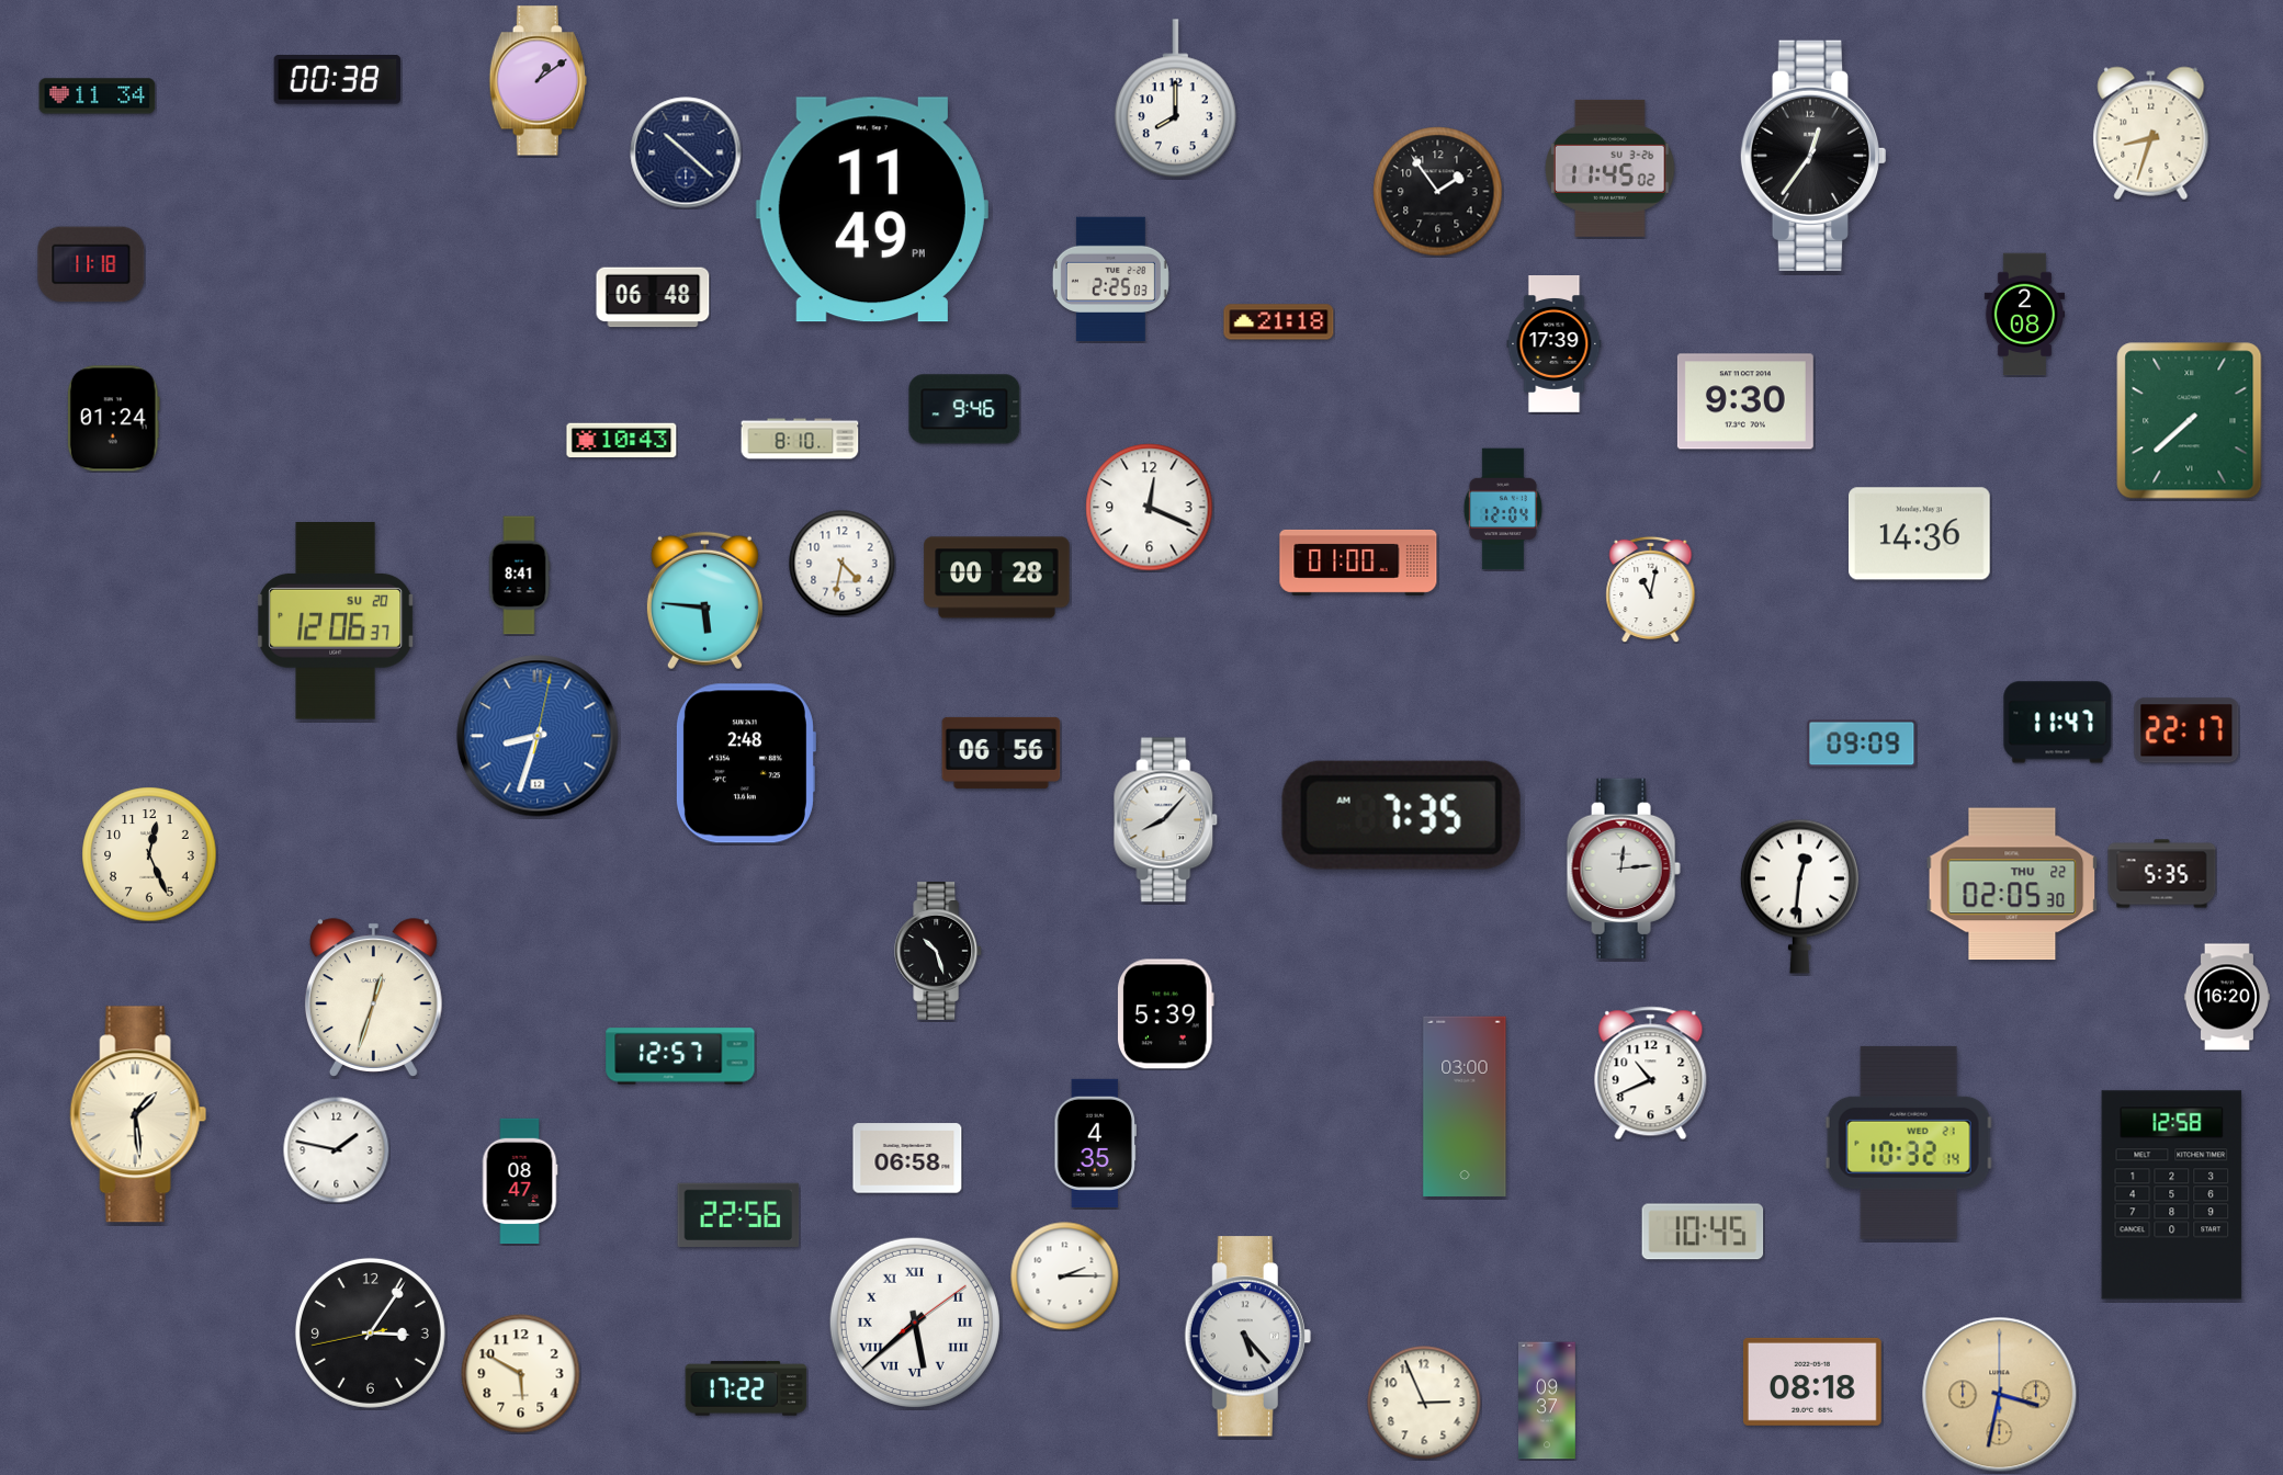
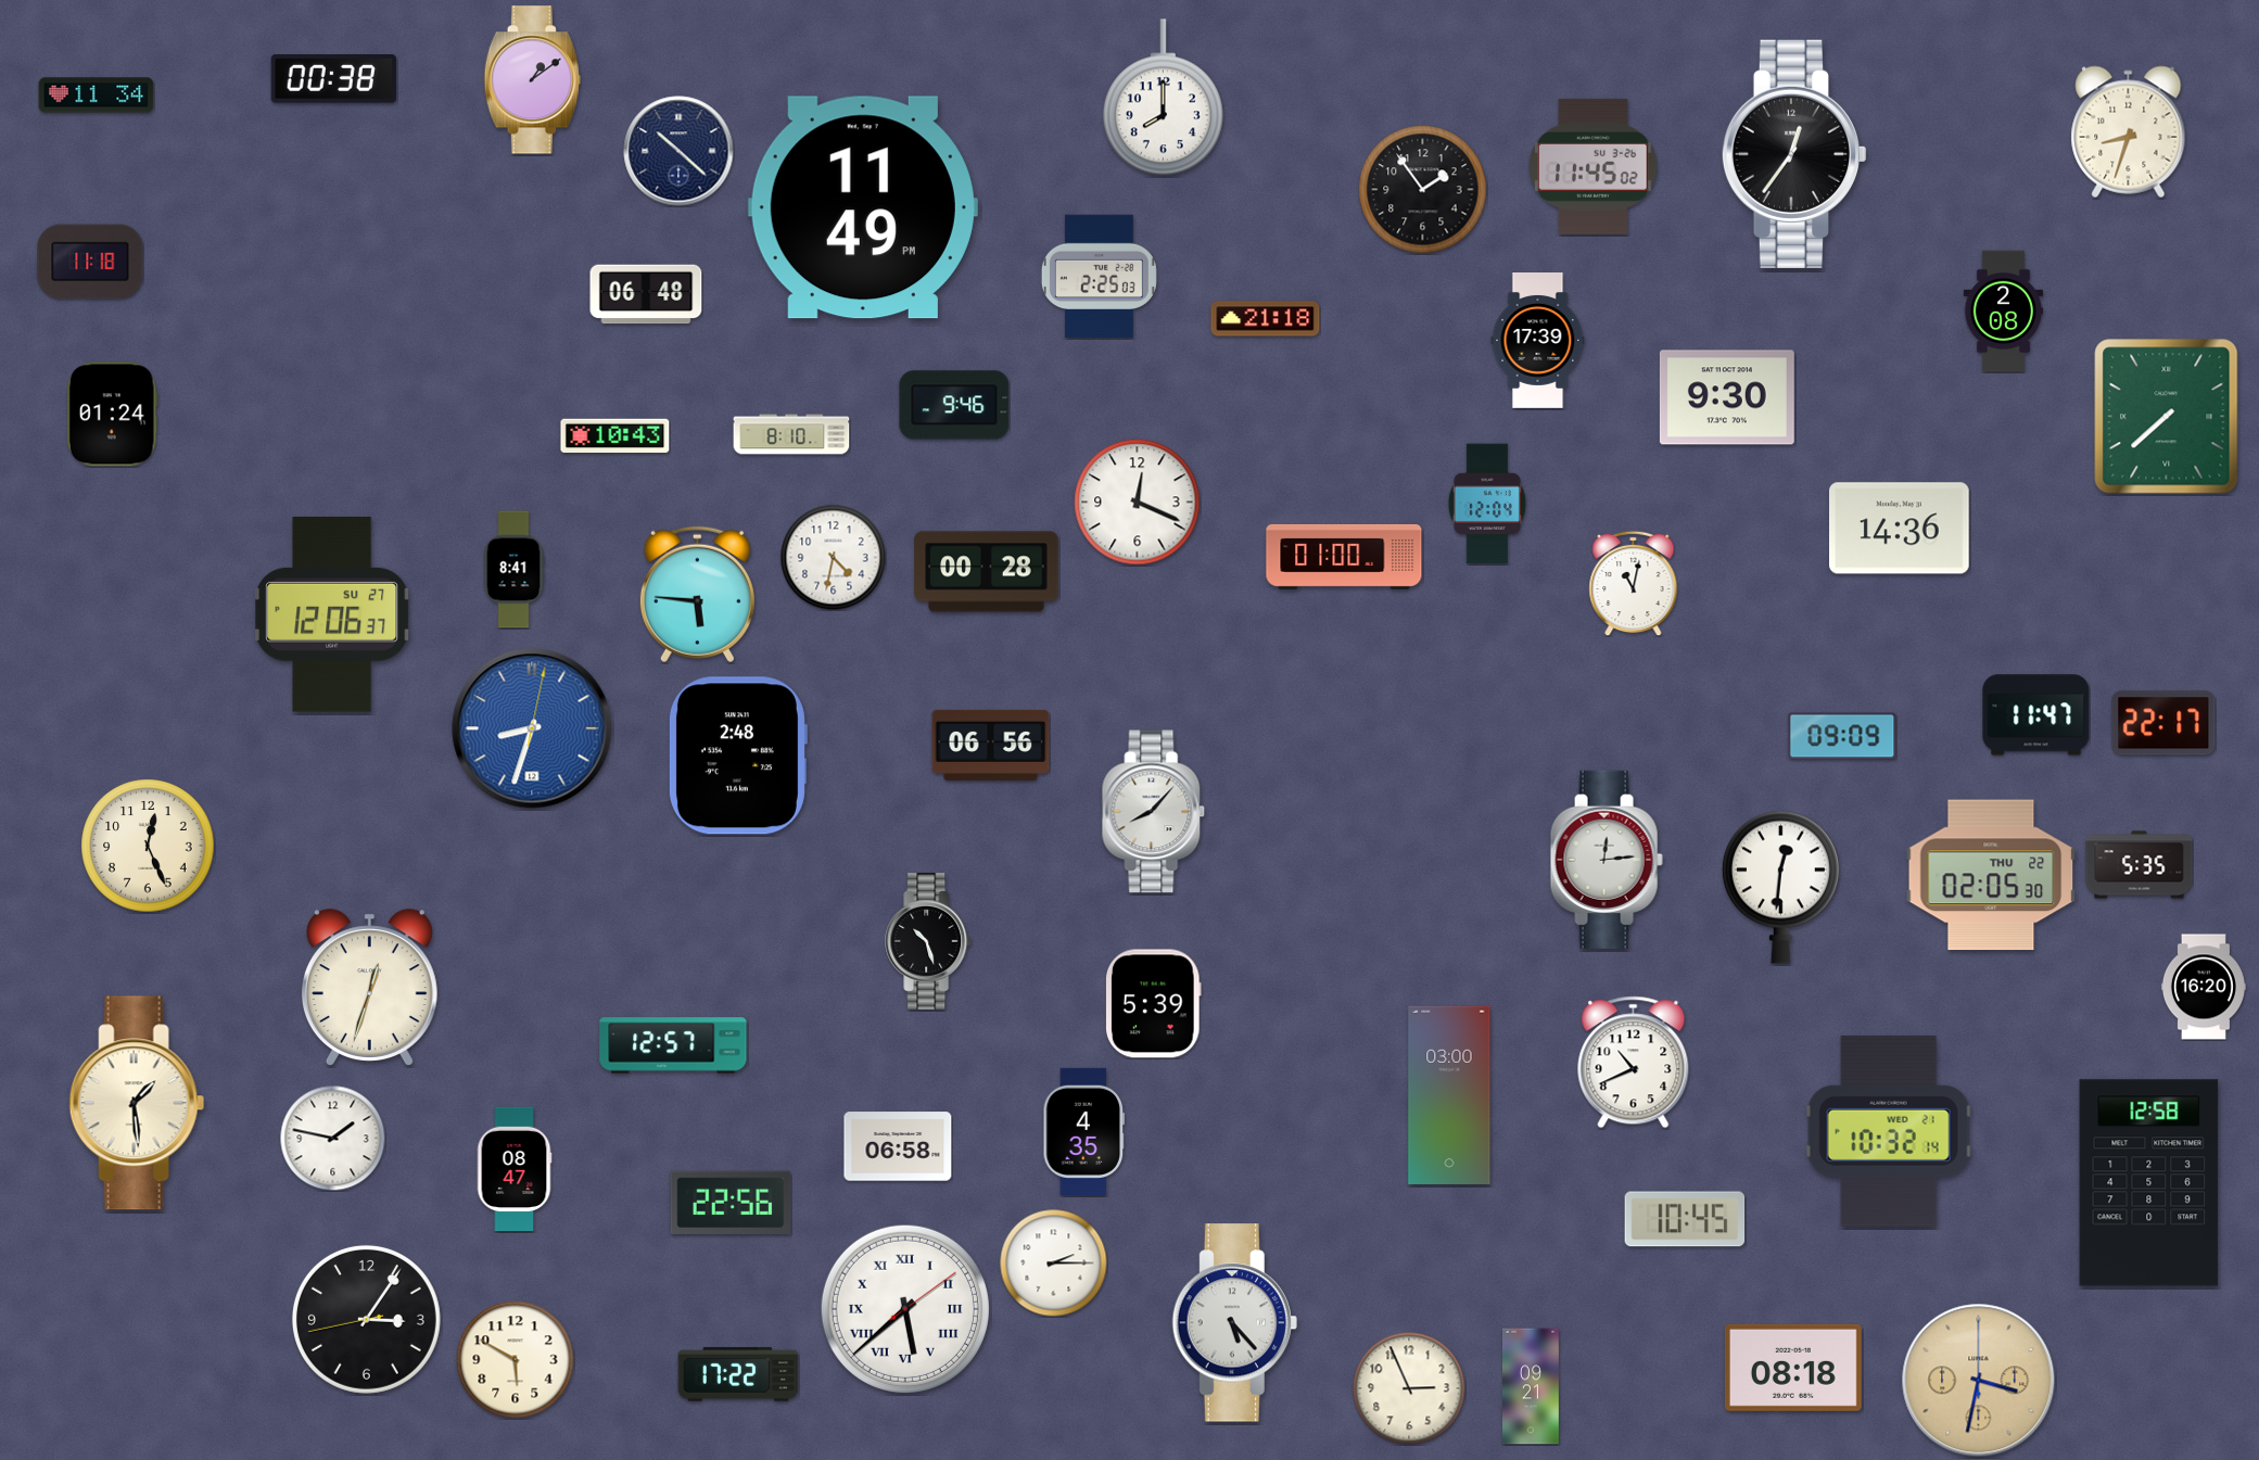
clock at (337, 622) date: SU 20 -> SU 27
clock at (1401, 815): 7:35 -> none
clock at (1548, 1400): 09:37 -> 09:21
